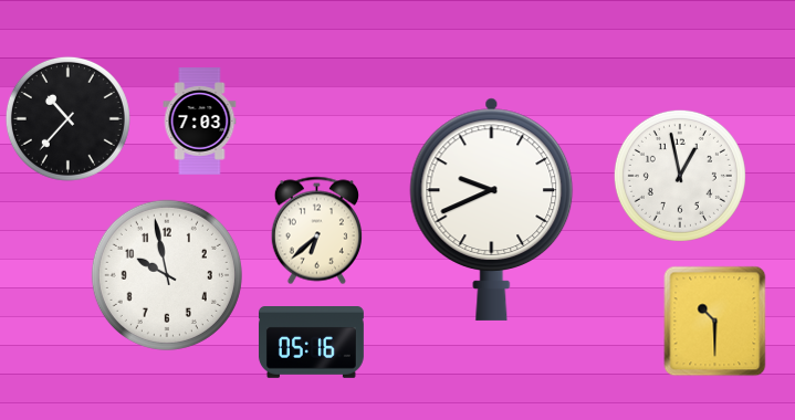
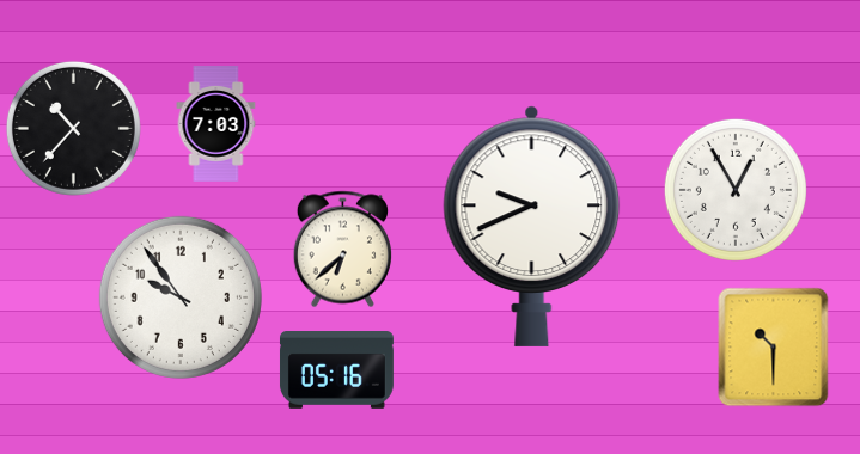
clock at (200, 122) position: (200, 122) -> (216, 124)
clock at (680, 176): 12:58 -> 12:55
clock at (167, 275): 9:58 -> 9:54
